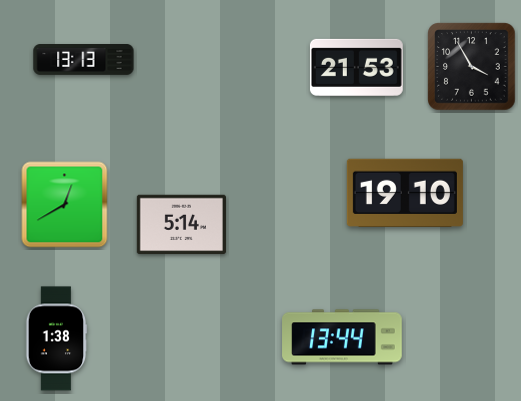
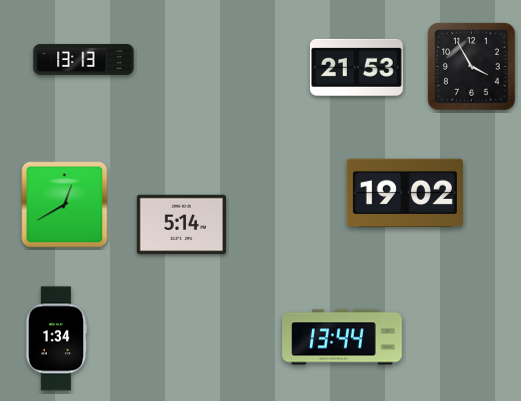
clock at (405, 193): 19:10 -> 19:02
clock at (56, 339): 1:38 -> 1:34
